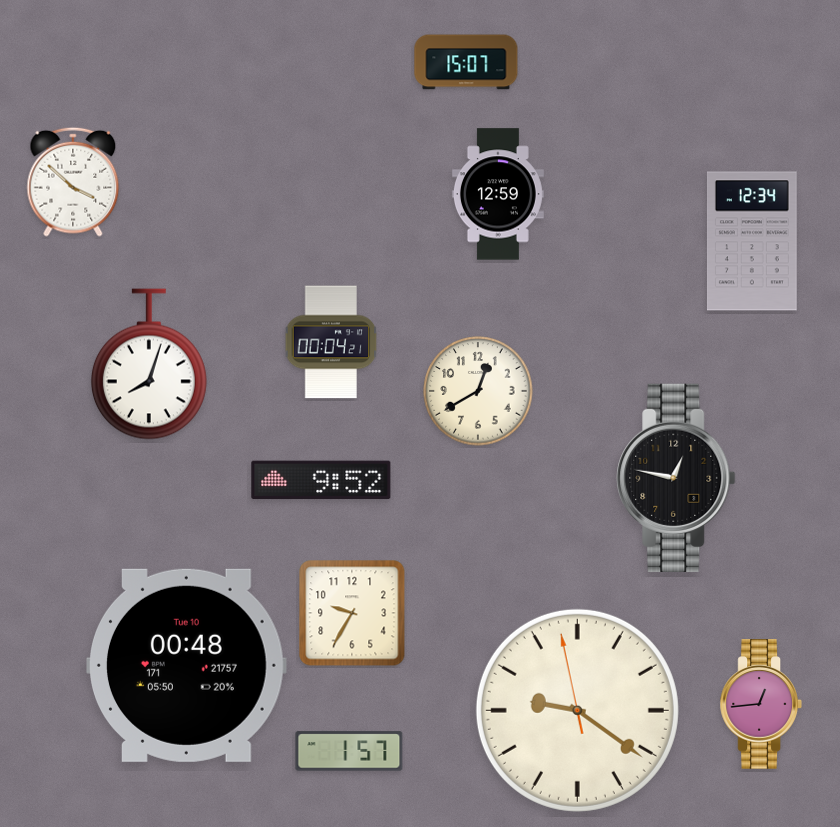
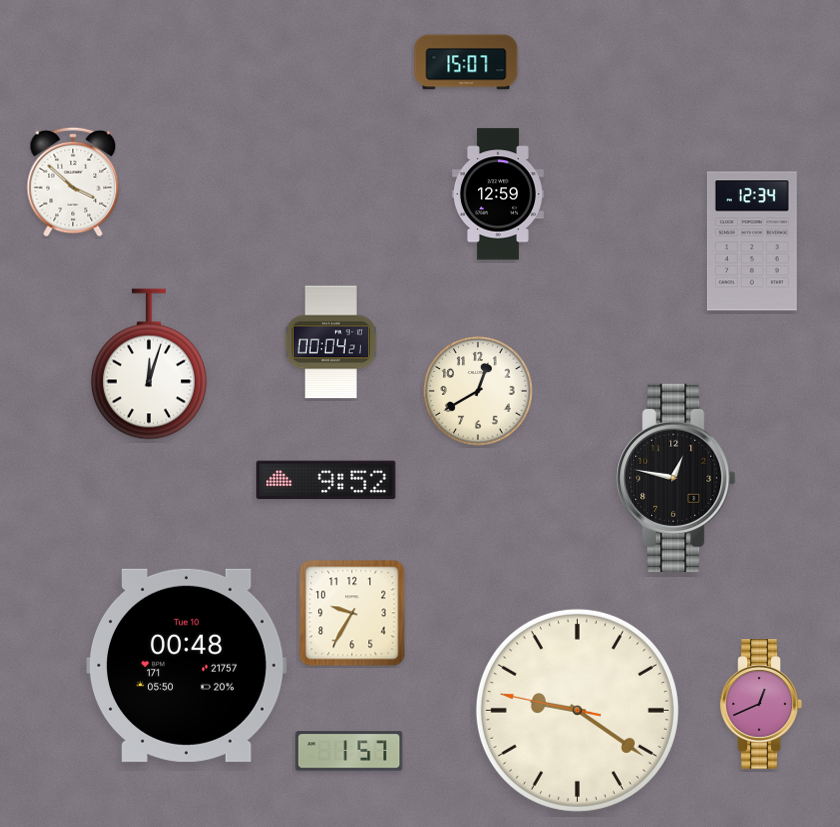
clock at (149, 364): 8:03 -> 12:03
clock at (321, 480) position: (321, 480) -> (326, 480)
clock at (761, 704): 12:44 -> 12:41
clock at (577, 710): 9:20:58 -> 9:20:47
